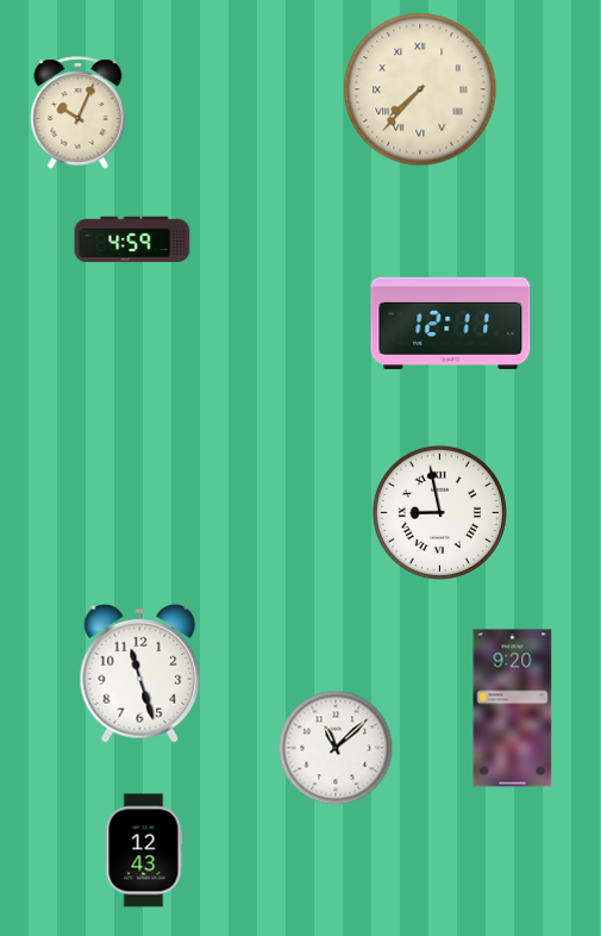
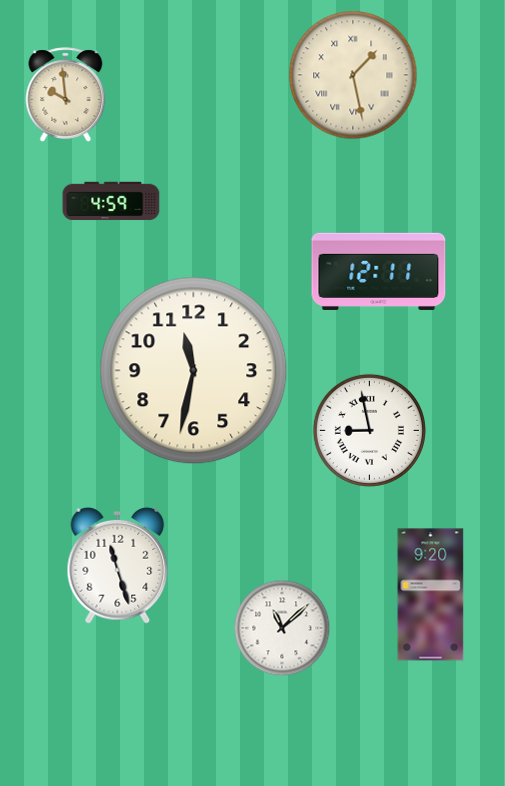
clock at (420, 89): 7:37 -> 1:28
clock at (79, 113): 10:04 -> 9:59
clock at (194, 371): none -> 11:32
clock at (144, 850): 12:43 -> none
